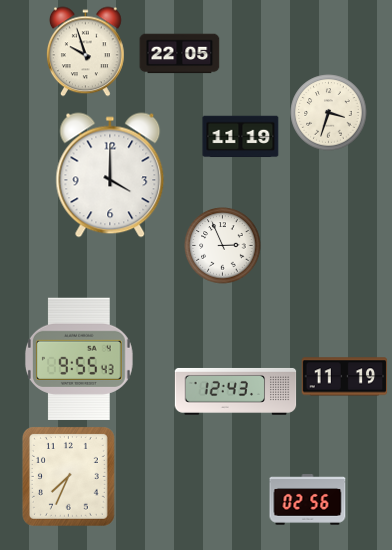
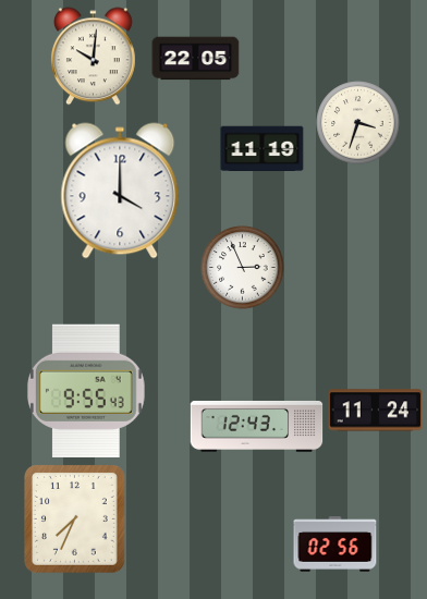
clock at (86, 52): 9:57 -> 10:01
clock at (345, 377): 11:19 -> 11:24
